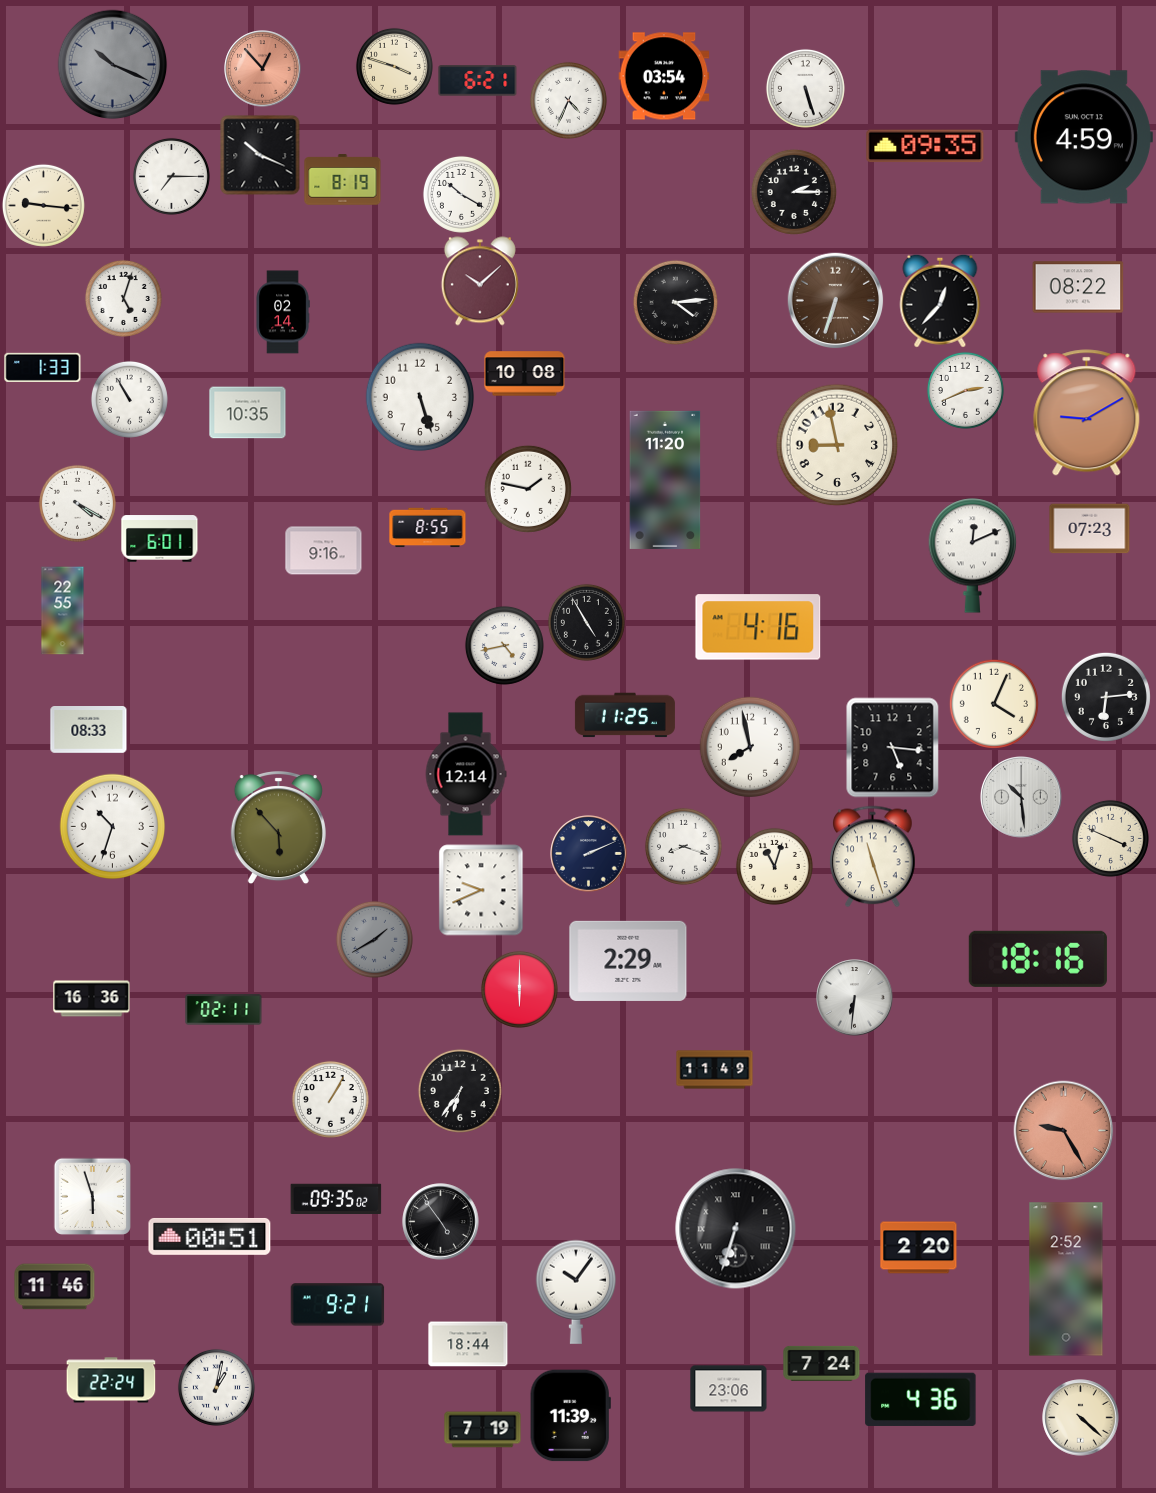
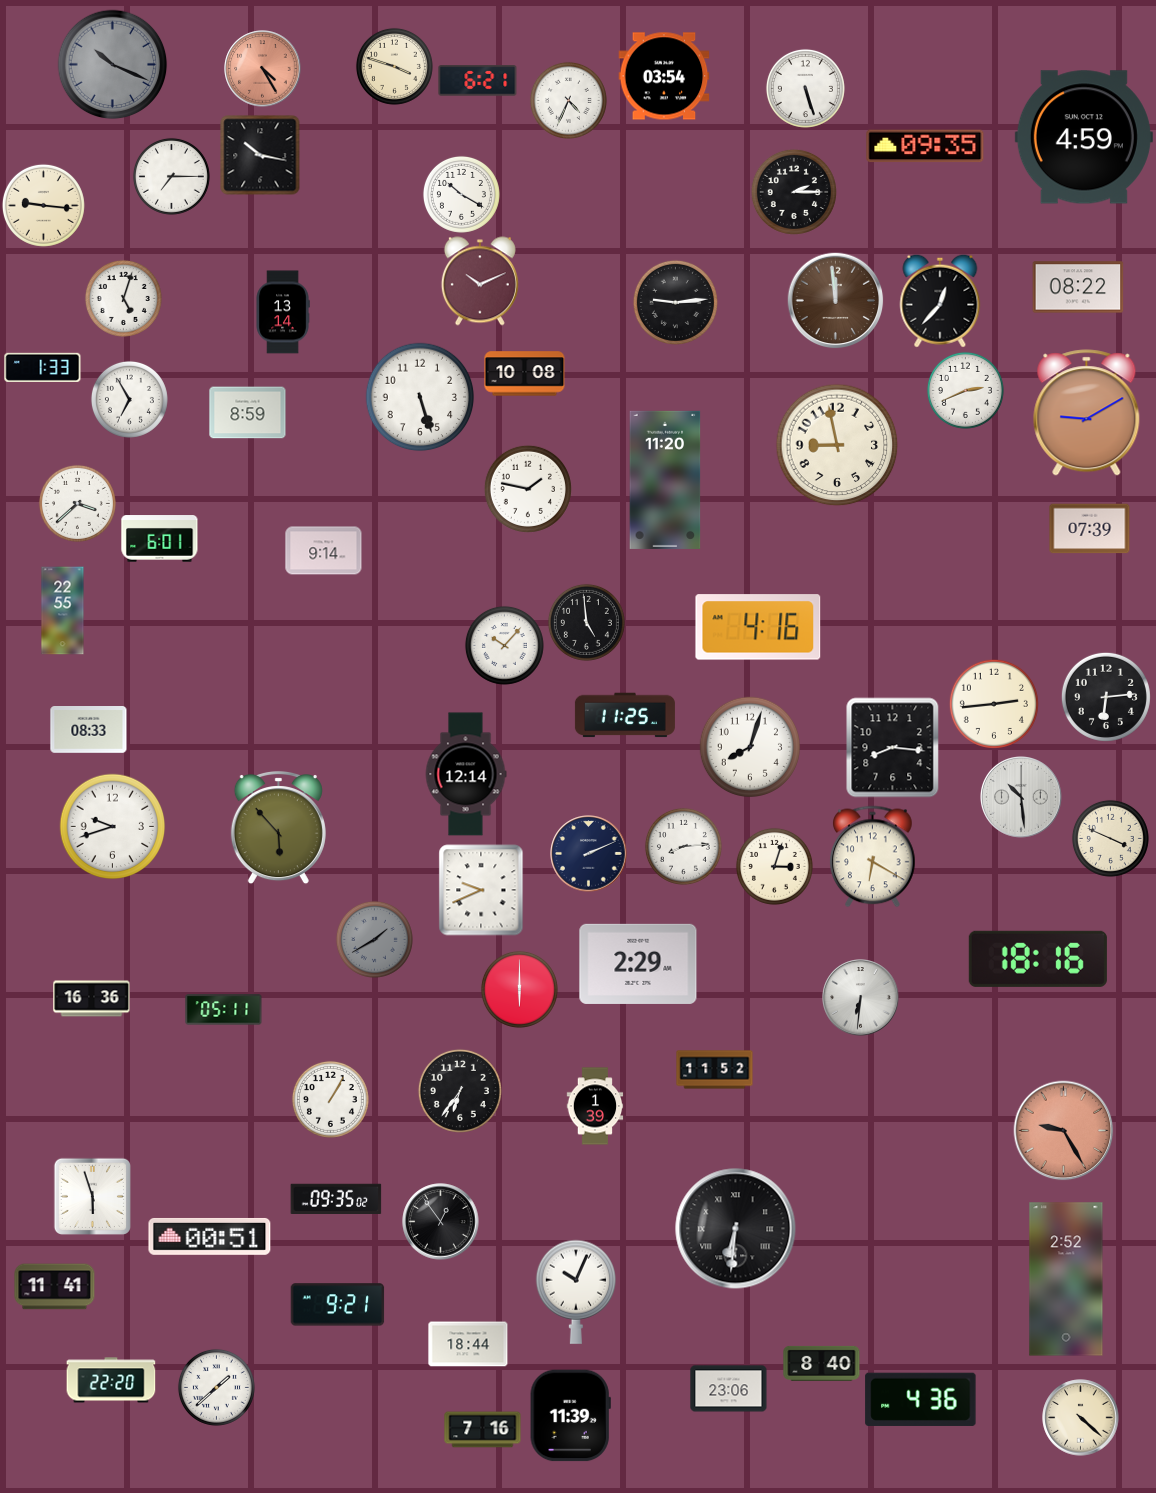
clock at (263, 69): 12:53 -> 4:25
clock at (260, 155): 10:19 -> 10:17
clock at (343, 180): 8:19 -> none
clock at (480, 281): 10:08 -> 10:11
clock at (836, 301): 6:33 -> 11:59
clock at (675, 302): 4:14 -> 9:14
clock at (283, 312): 02:14 -> 13:14
clock at (129, 399): 10:55 -> 6:55
clock at (248, 413): 10:35 -> 8:59
clock at (77, 503): 4:20 -> 3:38
clock at (428, 528): 8:55 -> none
clock at (1090, 529): 07:23 -> 07:39
clock at (324, 551): 9:16 -> 9:14
clock at (973, 556): 12:11 -> none
clock at (586, 622): 4:55 -> 4:59
clock at (504, 645): 4:43 -> 10:07
clock at (994, 704): 4:04 -> 2:44
clock at (749, 746): 7:58 -> 8:03
clock at (893, 748): 5:16 -> 8:16
clock at (113, 827): 10:33 -> 9:42
clock at (683, 846): 8:18 -> 8:14
clock at (873, 857): 11:27 -> 6:20
clock at (774, 866): 11:03 -> 3:03
clock at (628, 961) position: (628, 961) -> (638, 964)
clock at (855, 998) position: (855, 998) -> (861, 998)
clock at (224, 1010): 02:11 -> 05:11
clock at (715, 1070): 11:49 -> 11:52
clock at (595, 1106): none -> 1:39
clock at (441, 1222): 4:54 -> 12:54
clock at (736, 1229): 6:33 -> 6:31
clock at (919, 1248): 2:20 -> none
clock at (55, 1287): 11:46 -> 11:41
clock at (575, 1292): 10:06 -> 10:04
clock at (822, 1363): 7:24 -> 8:40
clock at (111, 1380): 22:24 -> 22:20
clock at (216, 1387): 1:02 -> 1:38
clock at (483, 1430): 7:19 -> 7:16
